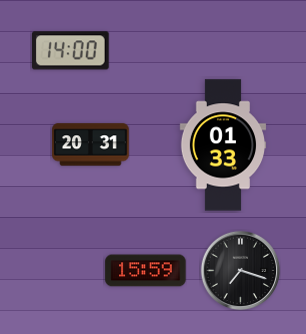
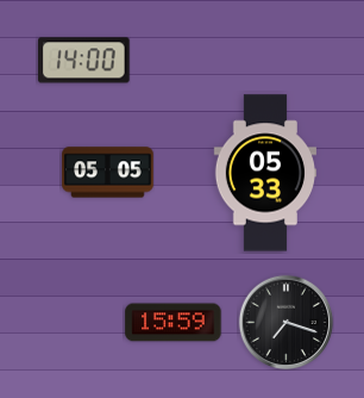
clock at (91, 145): 20:31 -> 05:05
clock at (223, 145): 01:33 -> 05:33
